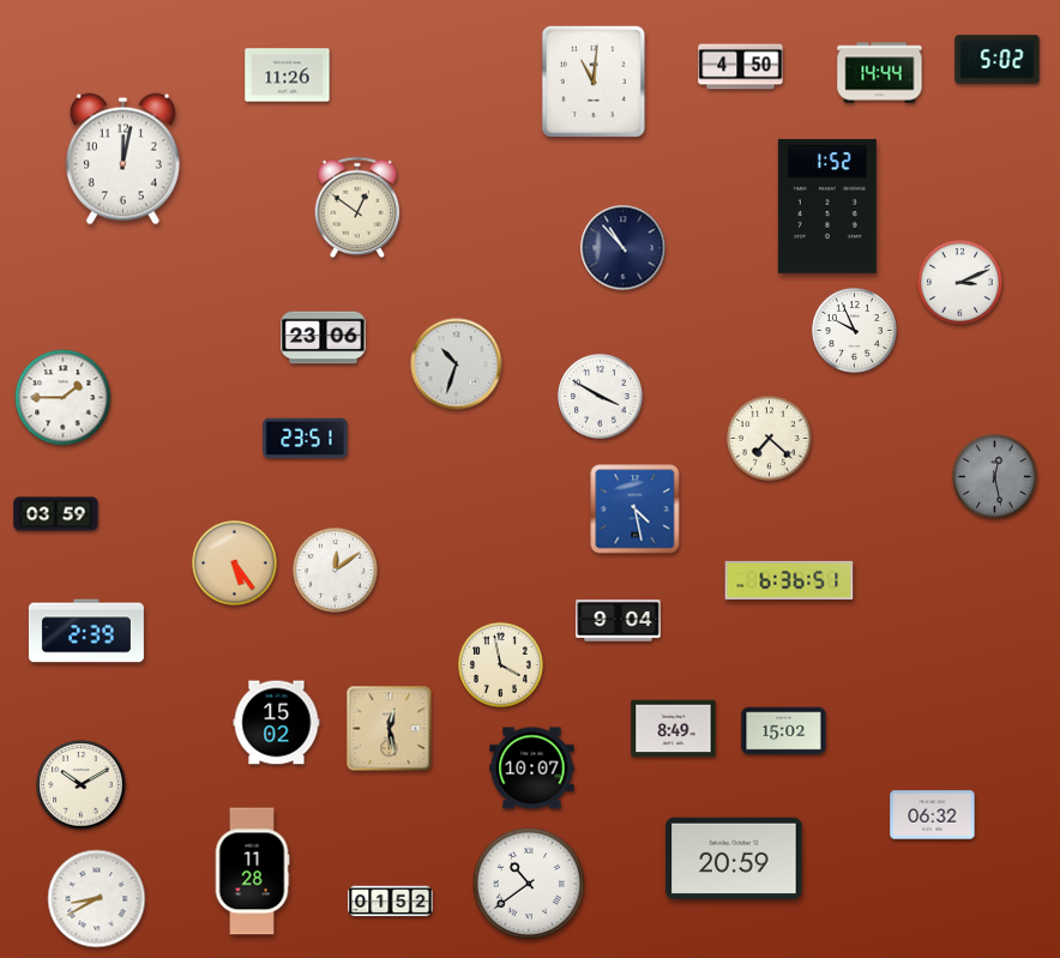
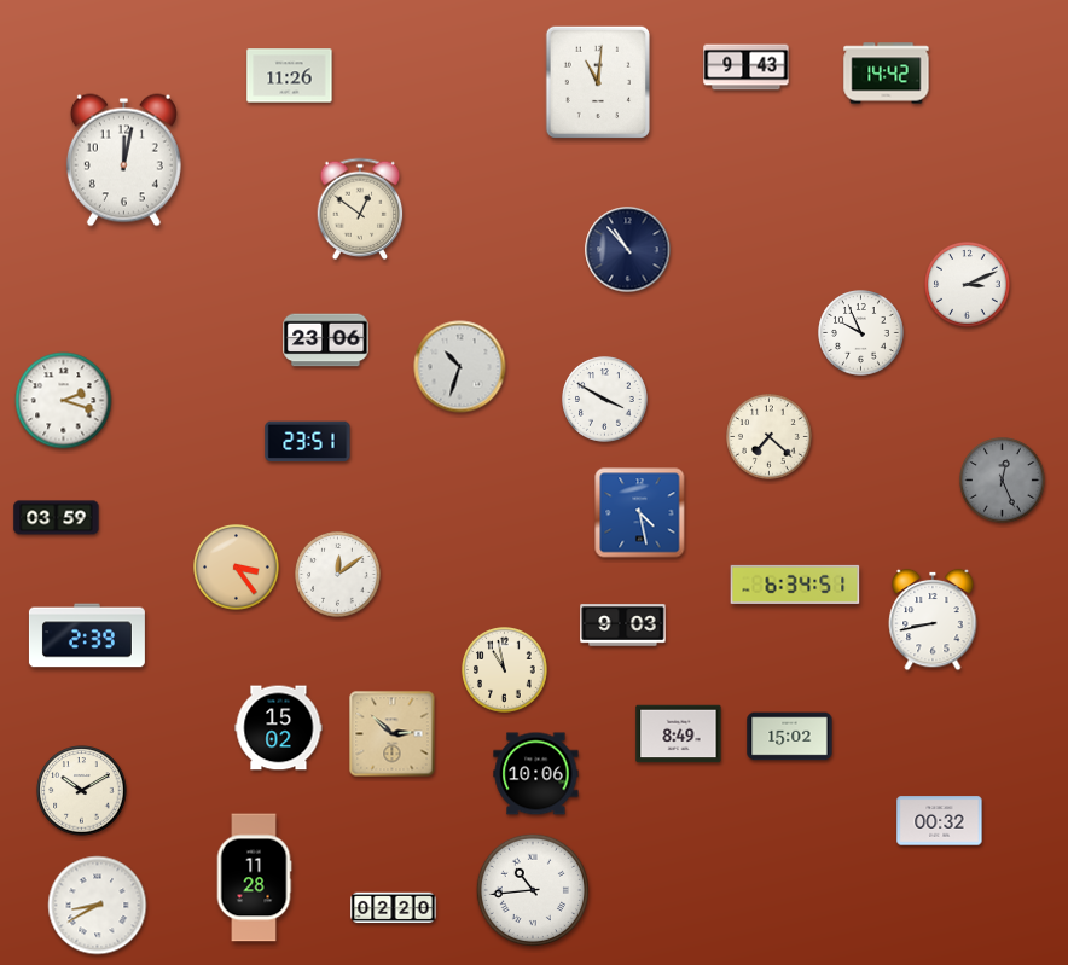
clock at (998, 60): 5:02 -> none
clock at (741, 67): 4:50 -> 9:43
clock at (880, 73): 14:44 -> 14:42
clock at (827, 207): 1:52 -> none
clock at (64, 398): 1:45 -> 2:18
clock at (770, 439) position: (770, 439) -> (770, 437)
clock at (995, 477): 12:28 -> 12:26
clock at (235, 564): 5:24 -> 3:24
clock at (789, 580): 6:36 -> 6:34
clock at (933, 620): none -> 8:43
clock at (619, 621): 9:04 -> 9:03
clock at (501, 665): 3:58 -> 10:58
clock at (390, 729): 12:28 -> 2:52
clock at (532, 769): 10:07 -> 10:06
clock at (933, 815): 06:32 -> 00:32
clock at (734, 858): 20:59 -> none
clock at (528, 882): 10:39 -> 10:44
clock at (391, 902): 01:52 -> 02:20
